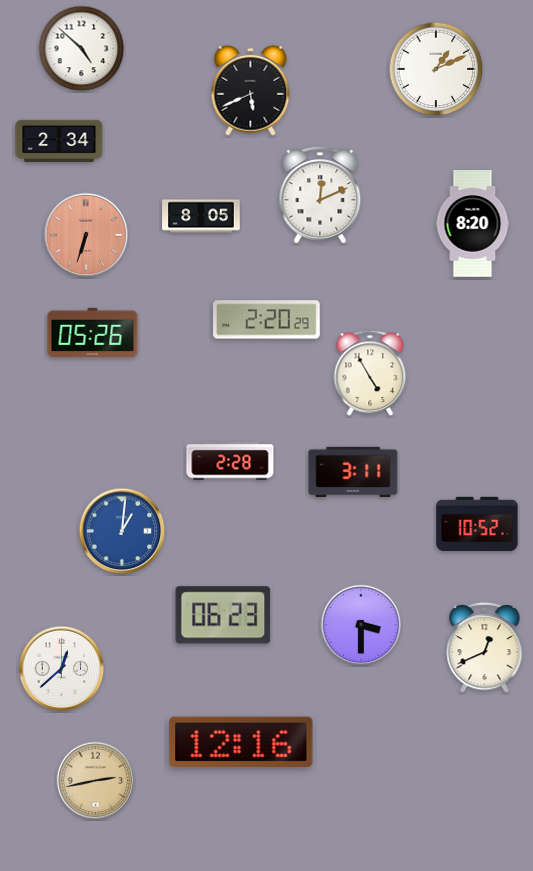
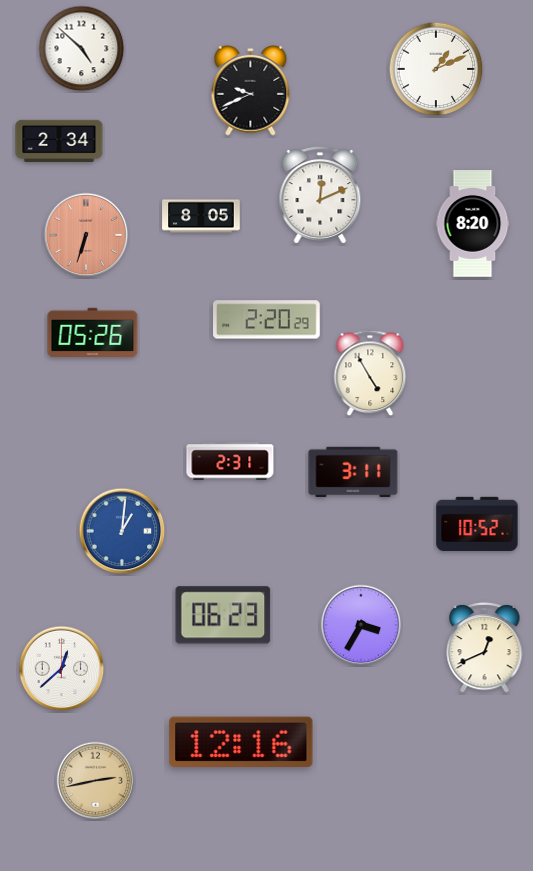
clock at (251, 90): 5:41 -> 9:41
clock at (230, 461): 2:28 -> 2:31
clock at (361, 625): 3:30 -> 3:35
